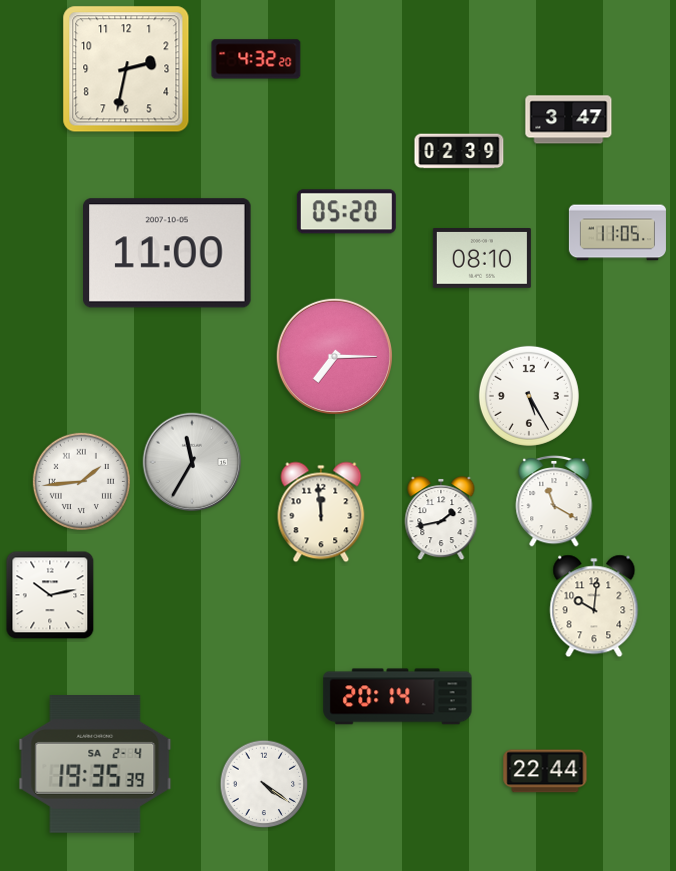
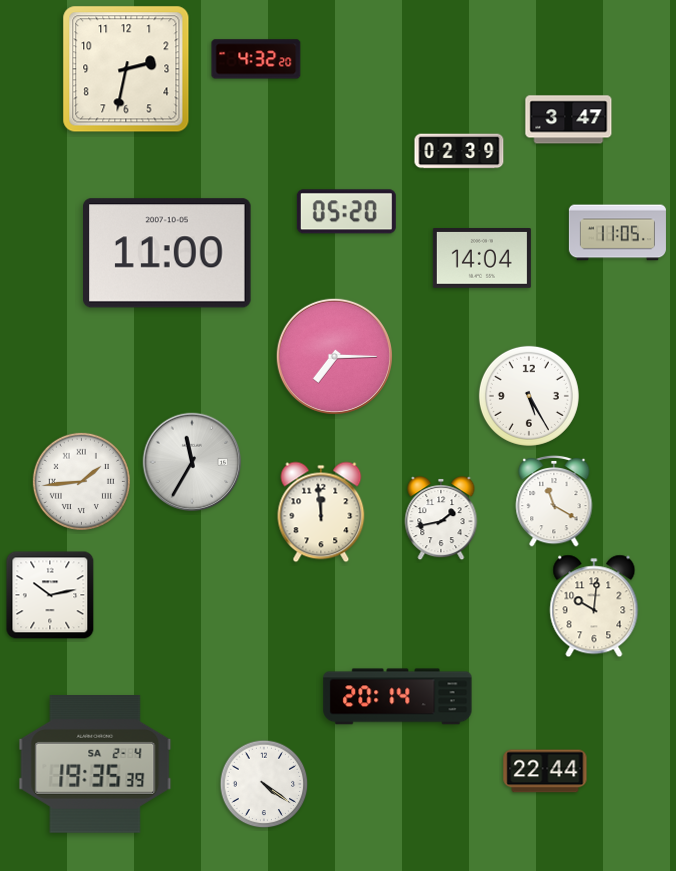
clock at (482, 259): 08:10 -> 14:04
